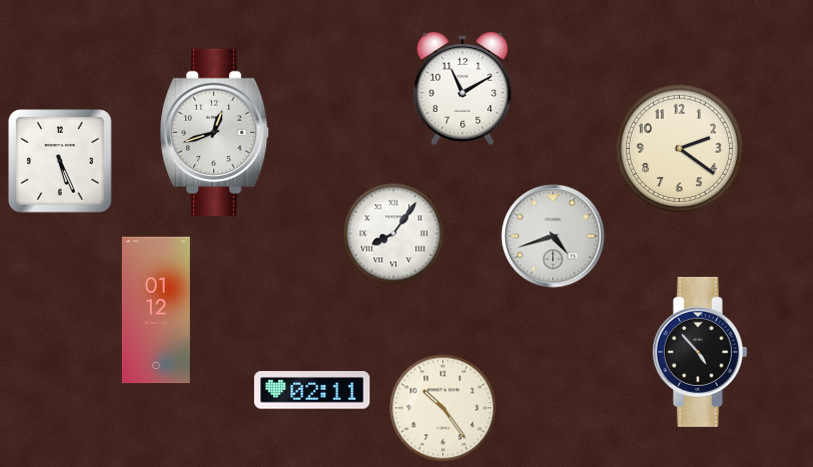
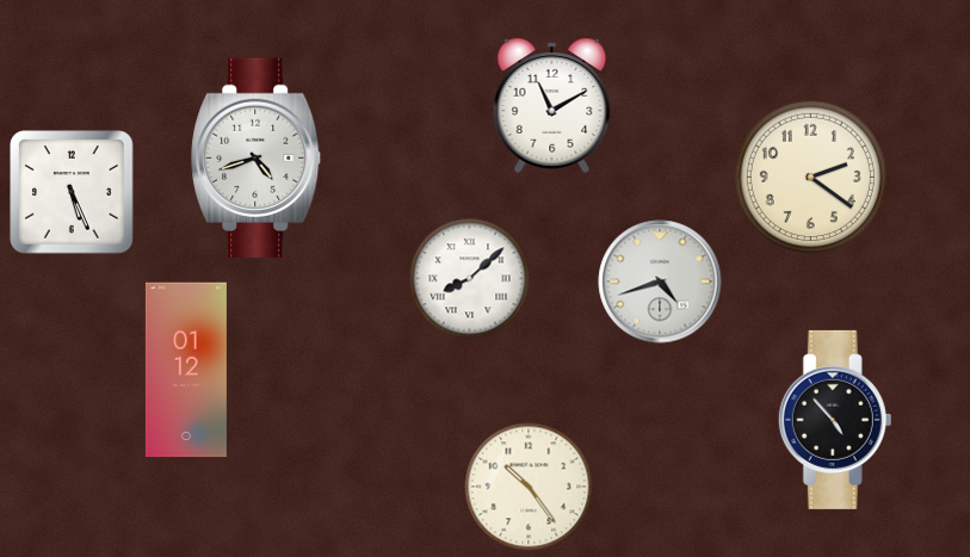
clock at (215, 132): 12:42 -> 4:42
clock at (394, 234): 8:06 -> 8:08
clock at (312, 390): 02:11 -> none
